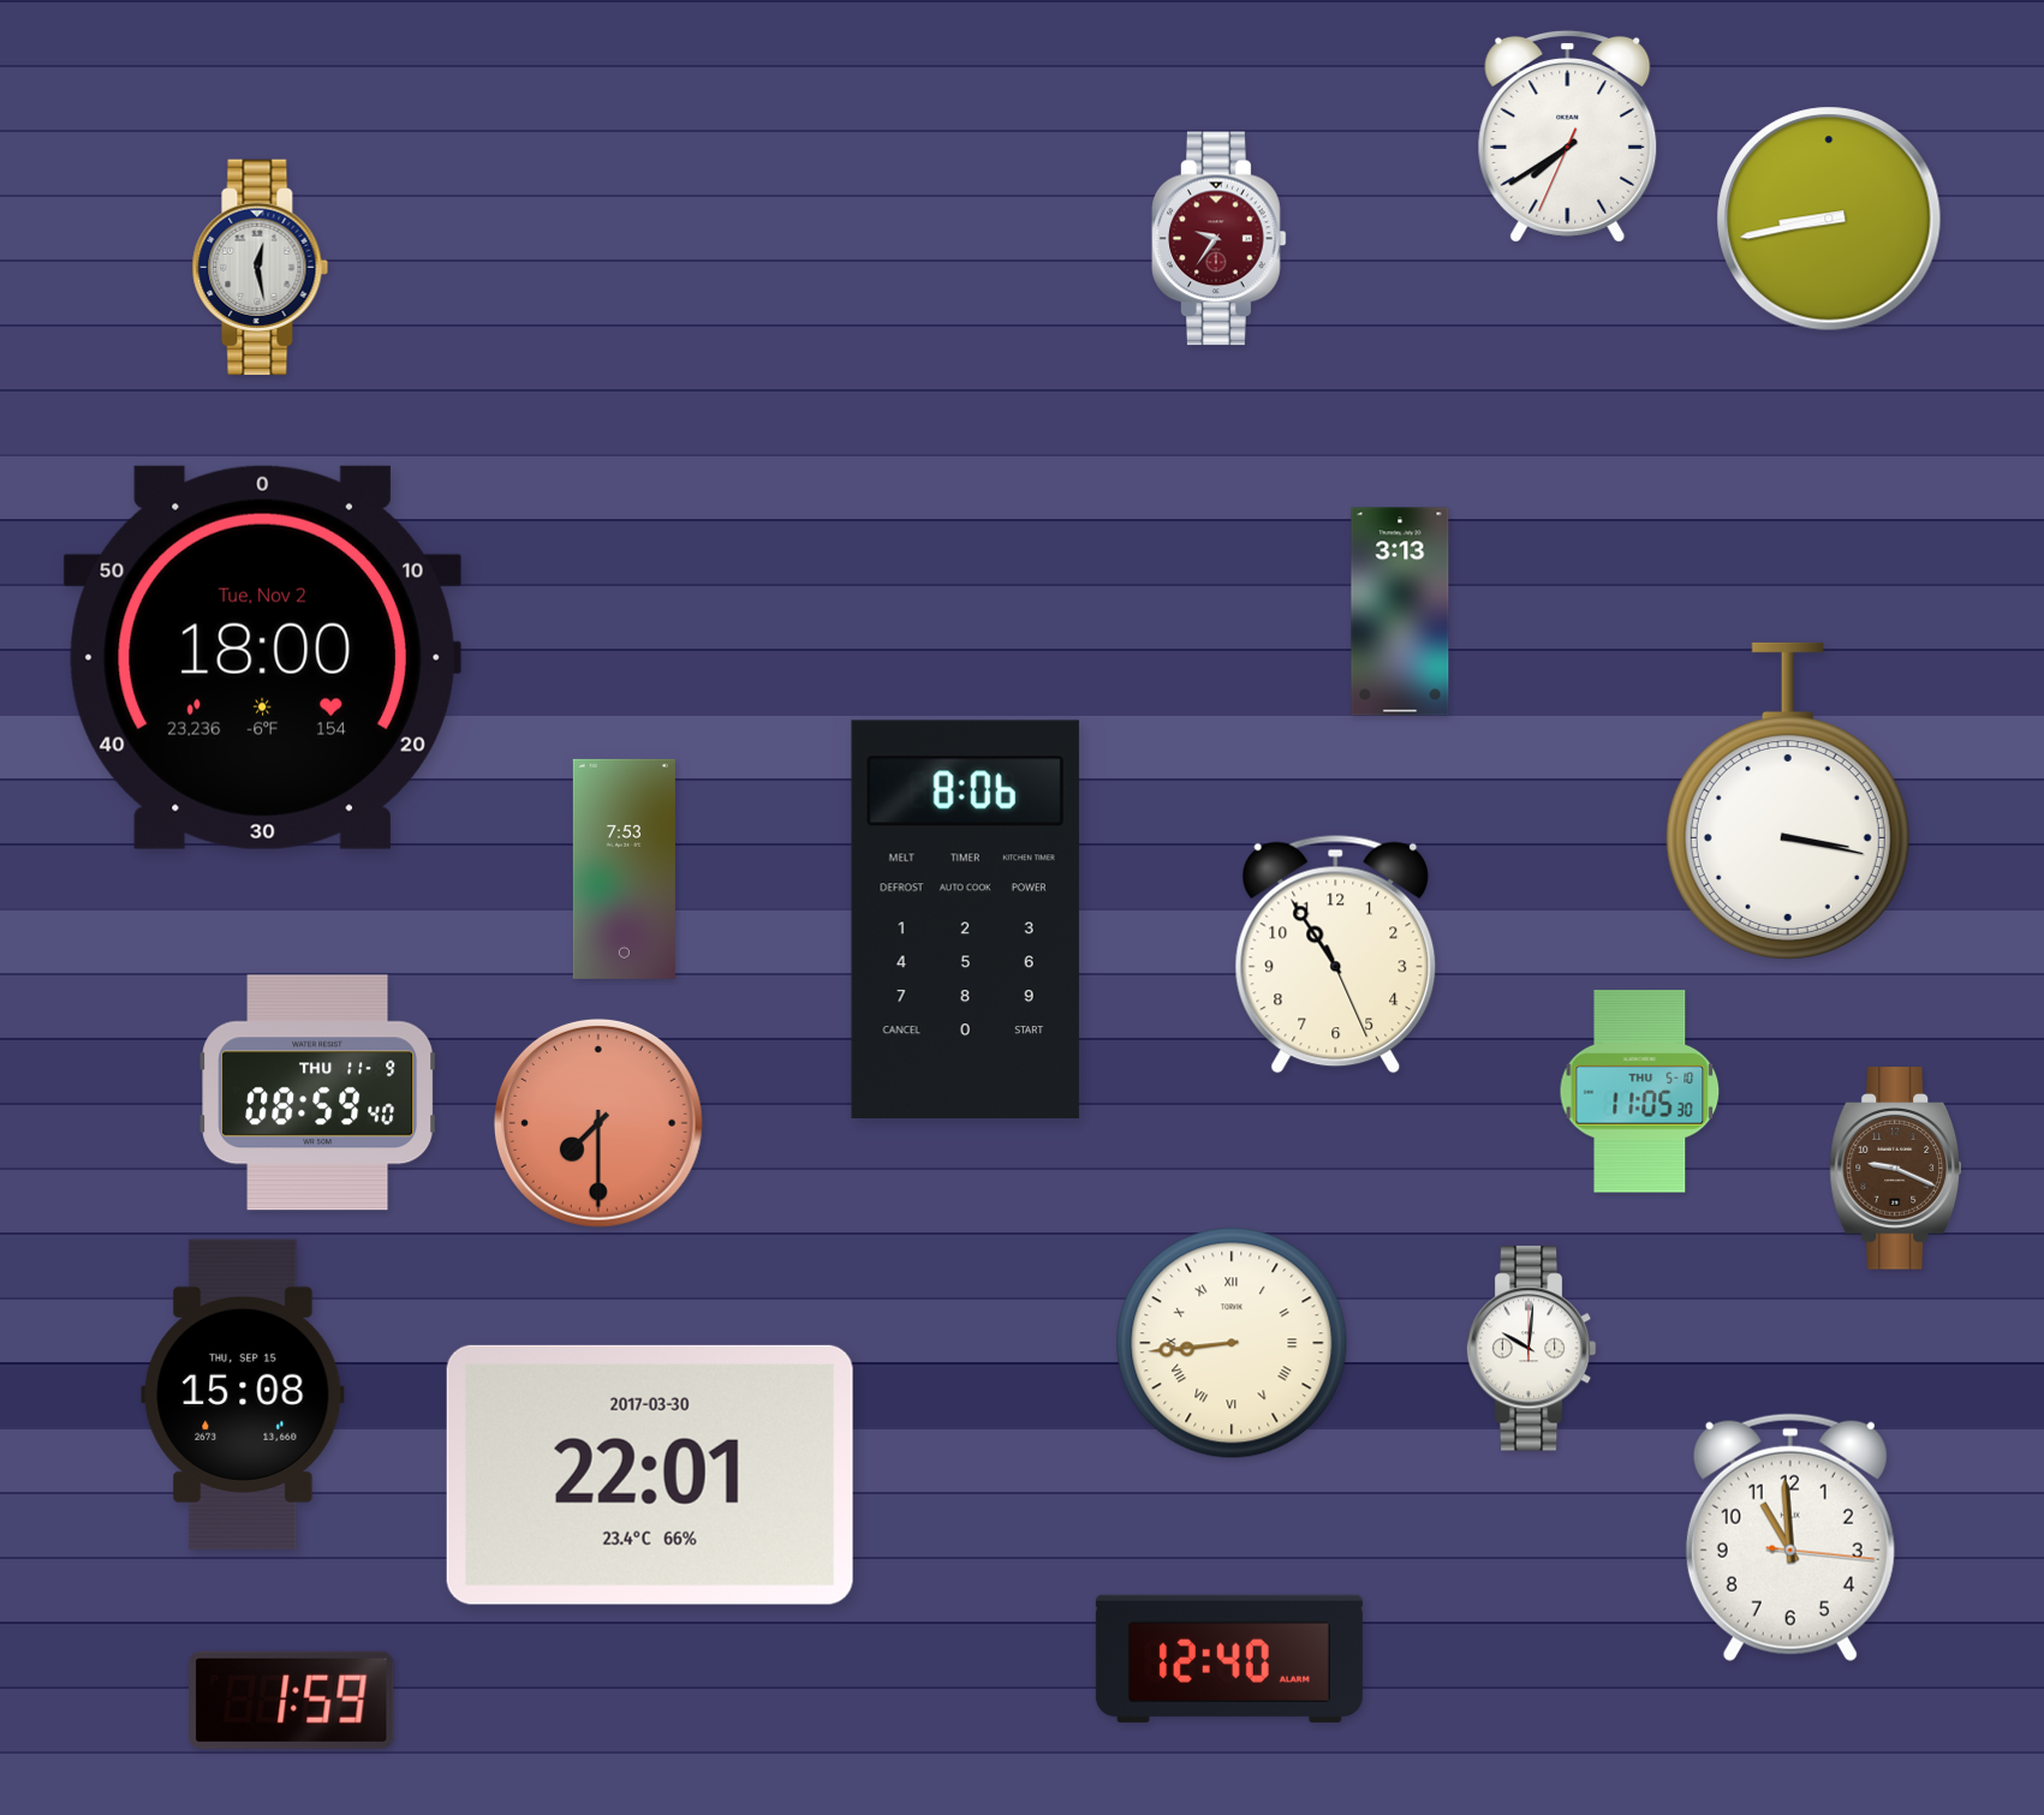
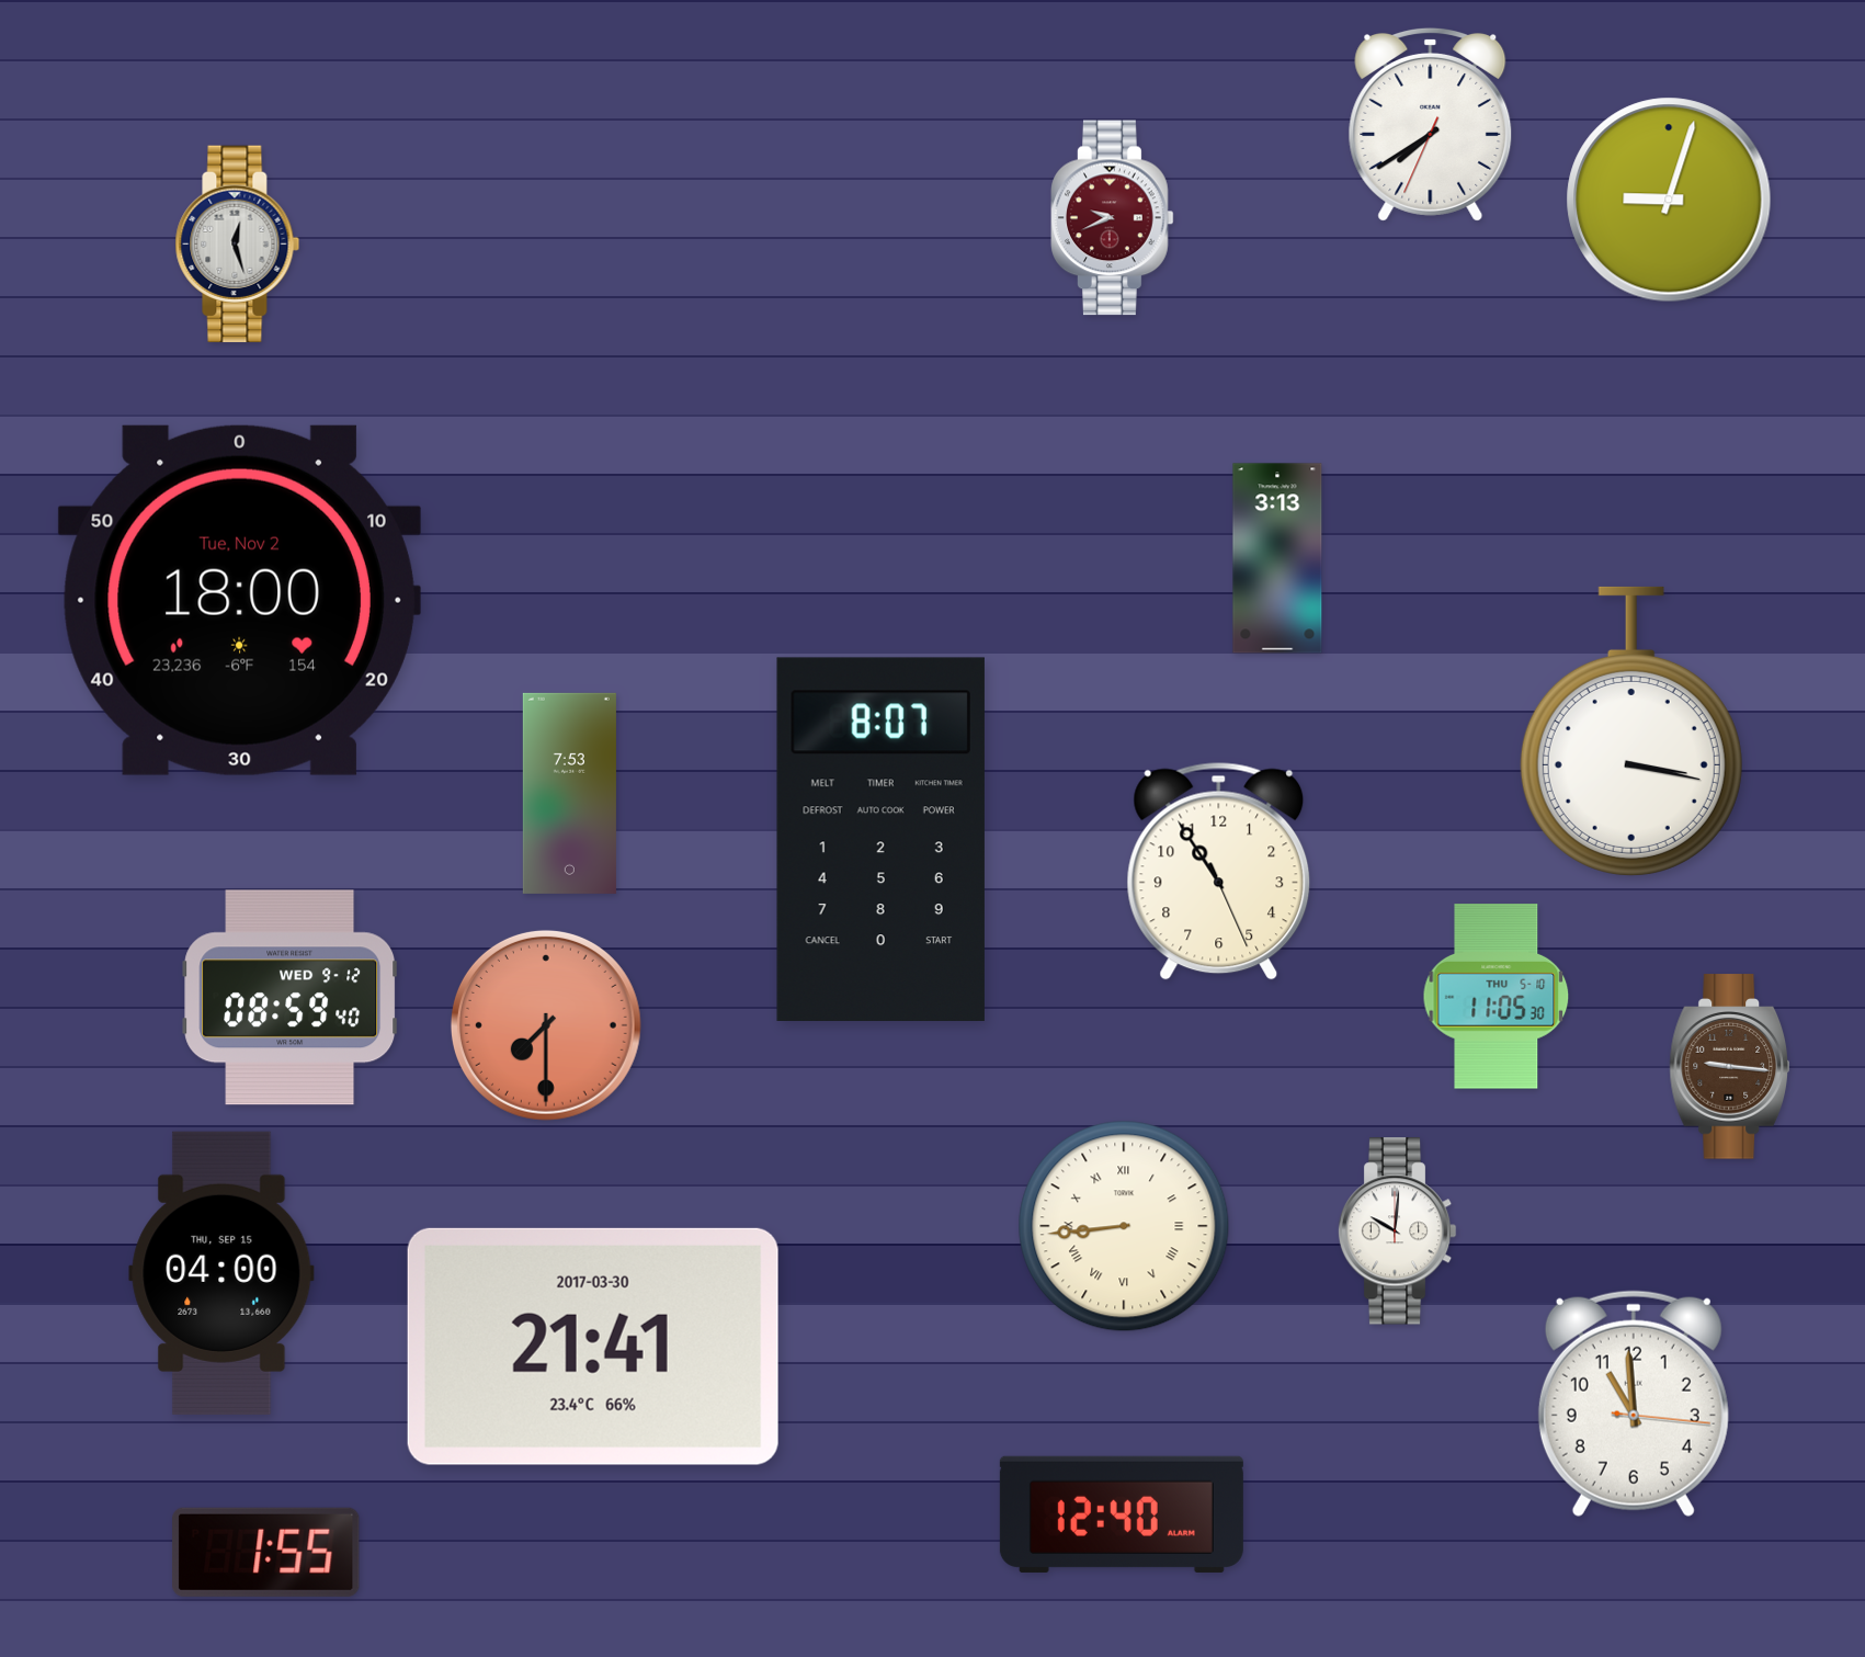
clock at (1829, 219): 8:43 -> 9:03
clock at (1220, 239): 9:36 -> 9:41
clock at (261, 268): 12:28 -> 12:27
clock at (965, 919): 8:06 -> 8:07
clock at (318, 1093) date: THU 11-9 -> WED 9-12
clock at (1895, 1169): 9:19 -> 9:16
clock at (243, 1395): 15:08 -> 04:00
clock at (650, 1475): 22:01 -> 21:41
clock at (292, 1700): 1:59 -> 1:55
